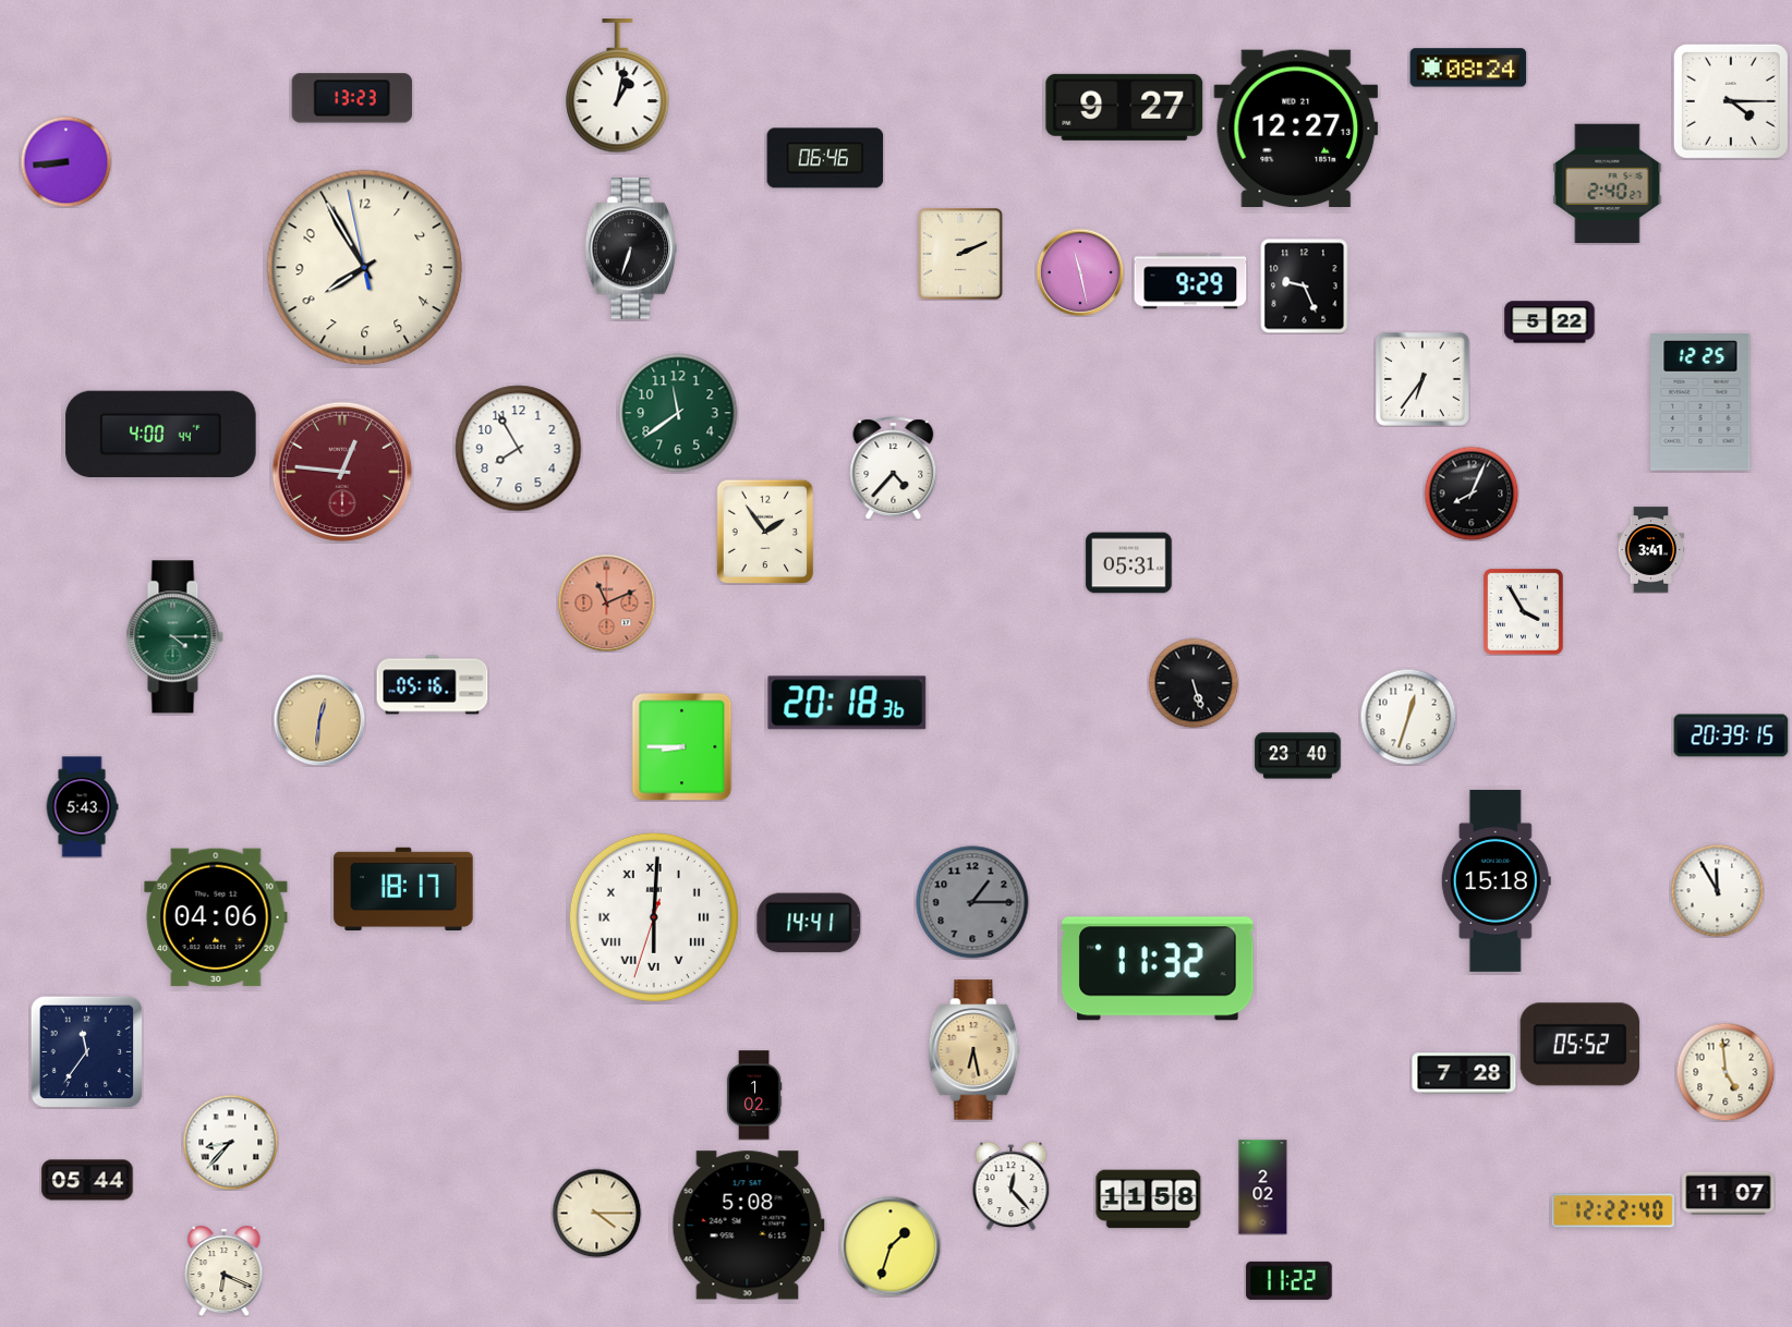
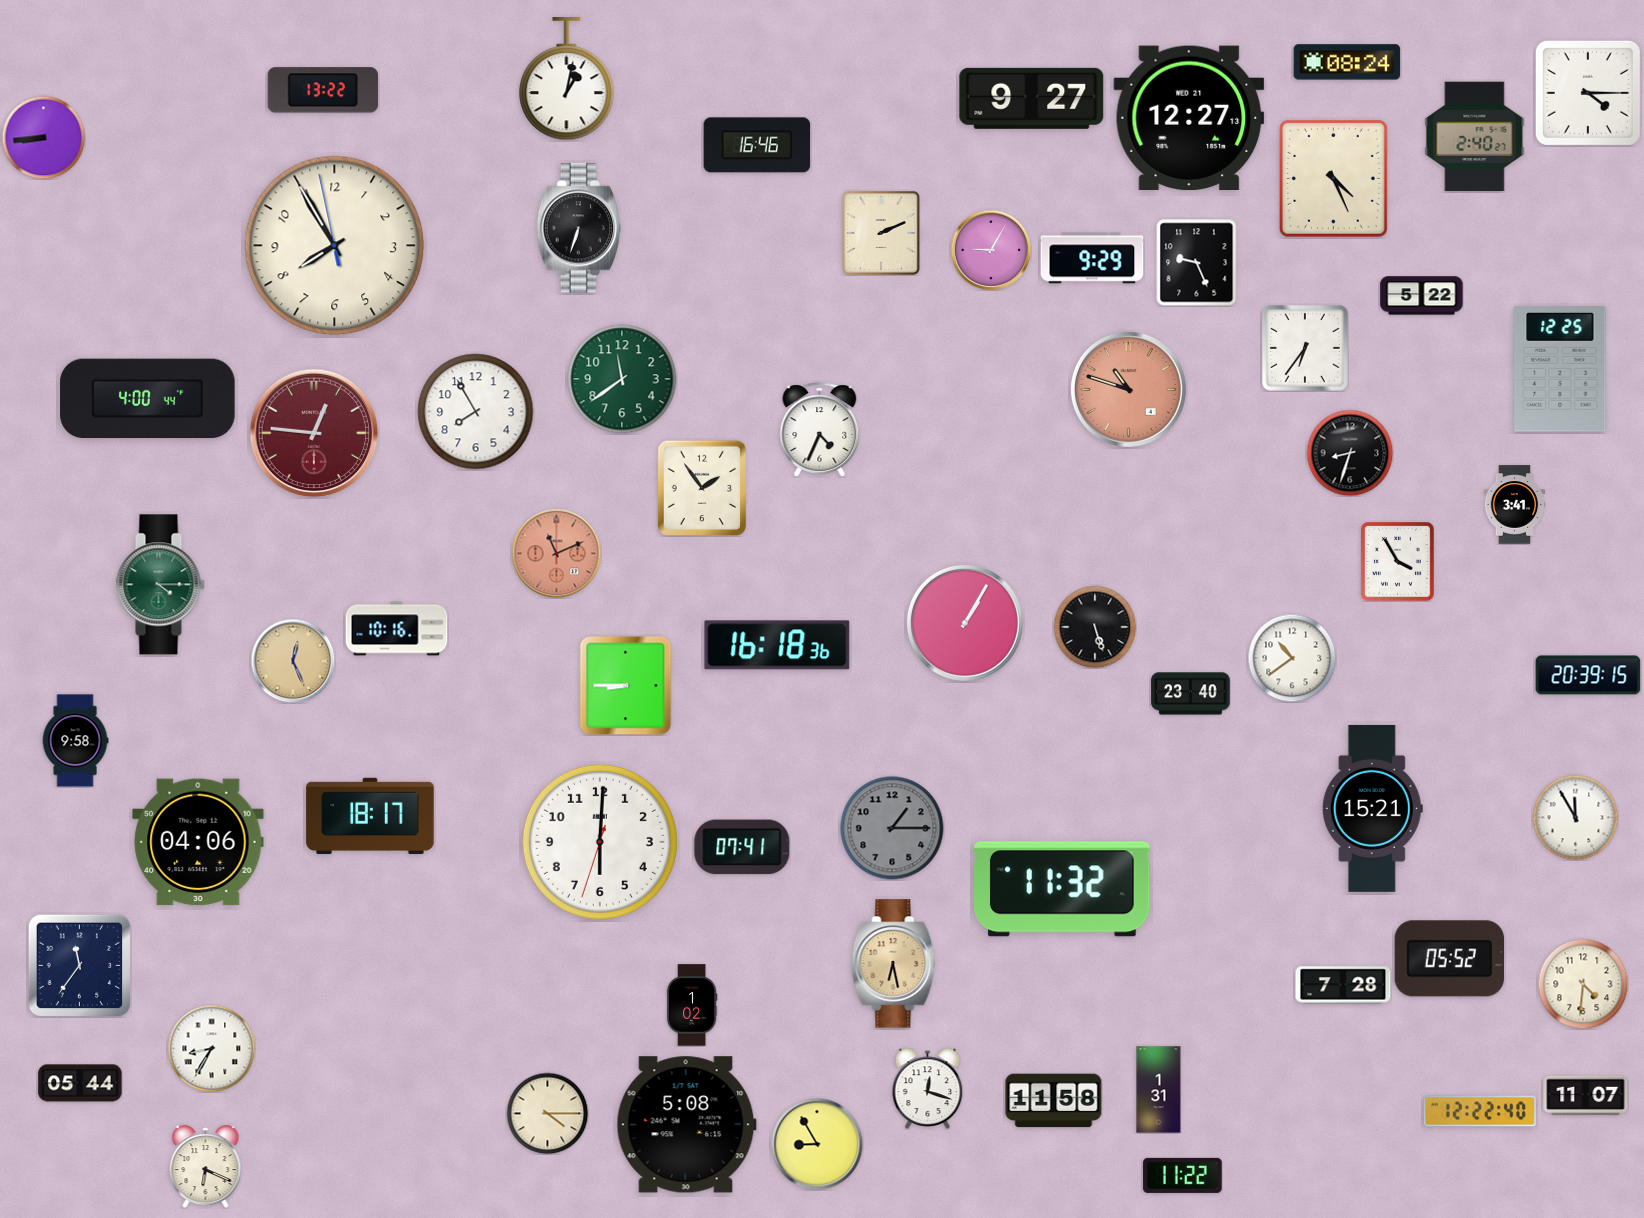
clock at (352, 98): 13:23 -> 13:22
clock at (825, 158): 06:46 -> 16:46
clock at (65, 161) position: (65, 161) -> (43, 137)
clock at (1608, 184) position: (1608, 184) -> (1475, 137)
clock at (1333, 178): none -> 4:26
clock at (1080, 272): 11:28 -> 9:05
clock at (1128, 389): none -> 10:48
clock at (894, 468): 4:37 -> 4:34
clock at (1472, 494): 8:04 -> 8:33
clock at (1129, 563): 05:31 -> none
clock at (965, 623): none -> 1:05
clock at (433, 685): 05:16 -> 10:16
clock at (847, 703): 20:18 -> 16:18
clock at (1408, 717): 12:33 -> 10:39
clock at (319, 720): 12:31 -> 12:26
clock at (82, 807): 5:43 -> 9:58
clock at (1496, 880): 15:18 -> 15:21
clock at (654, 917) numerals: Roman -> Arabic
clock at (809, 923): 14:41 -> 07:41
clock at (1726, 1072): 4:59 -> 4:31
clock at (230, 1142): 8:37 -> 8:35
clock at (1012, 1185): 12:23 -> 12:18
clock at (1263, 1188): 2:02 -> 1:31
clock at (891, 1246): 1:33 -> 8:55
